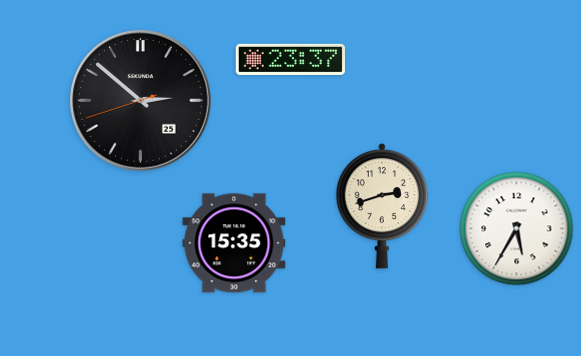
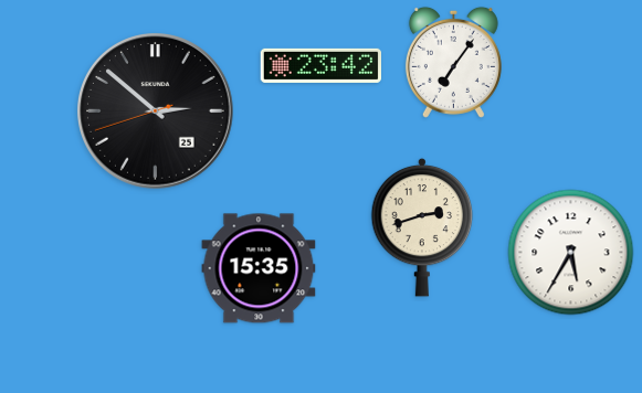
clock at (453, 62): none -> 7:06
clock at (290, 59): 23:37 -> 23:42
